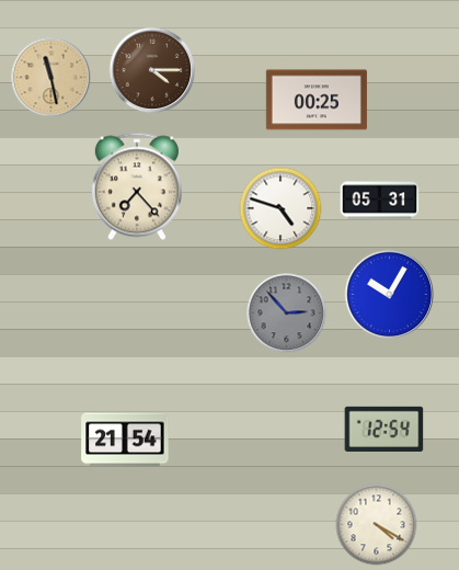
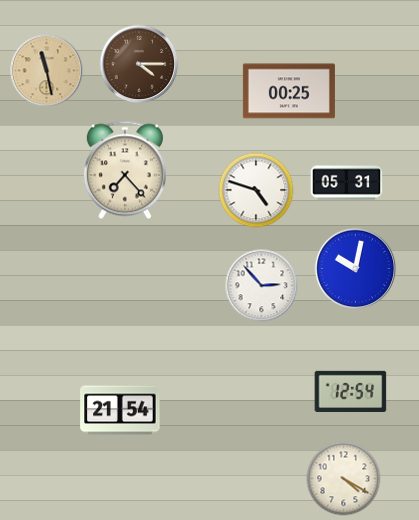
clock at (390, 295): 10:05 -> 10:02
clock at (287, 314) dial: grey -> white
clock at (125, 440) position: (125, 440) -> (120, 410)
